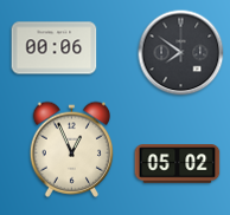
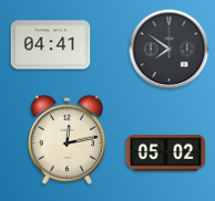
clock at (55, 48): 00:06 -> 04:41
clock at (72, 149): 12:56 -> 12:13
